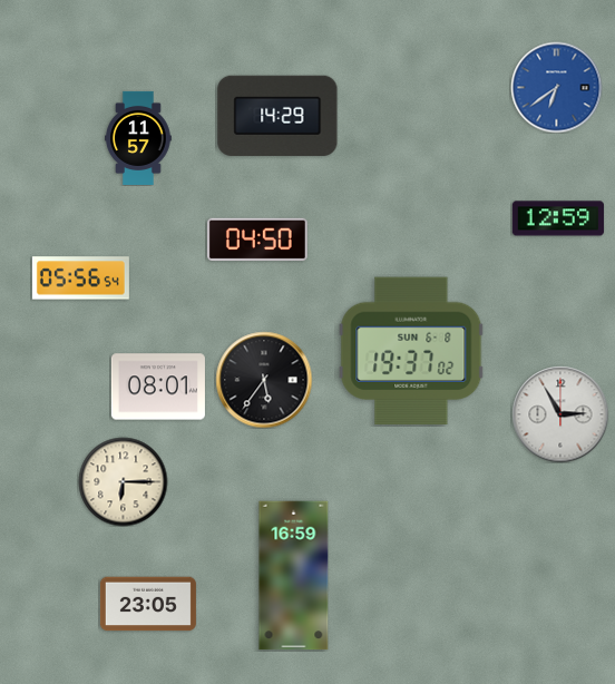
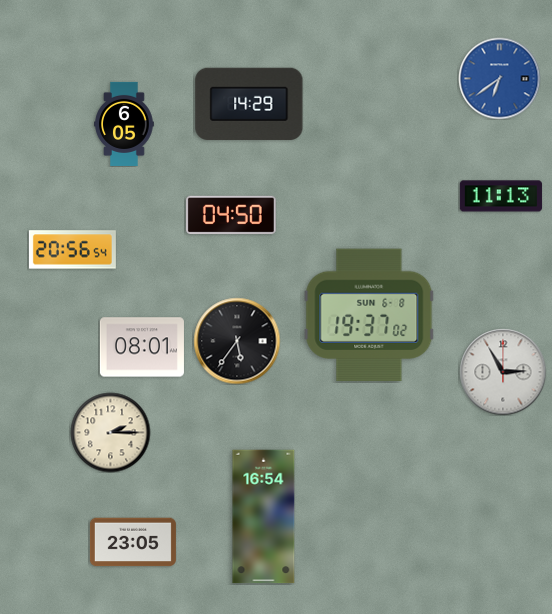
clock at (138, 138): 11:57 -> 6:05
clock at (558, 218): 12:59 -> 11:13
clock at (80, 279): 05:56 -> 20:56
clock at (123, 481): 6:15 -> 2:15
clock at (294, 576): 16:59 -> 16:54
